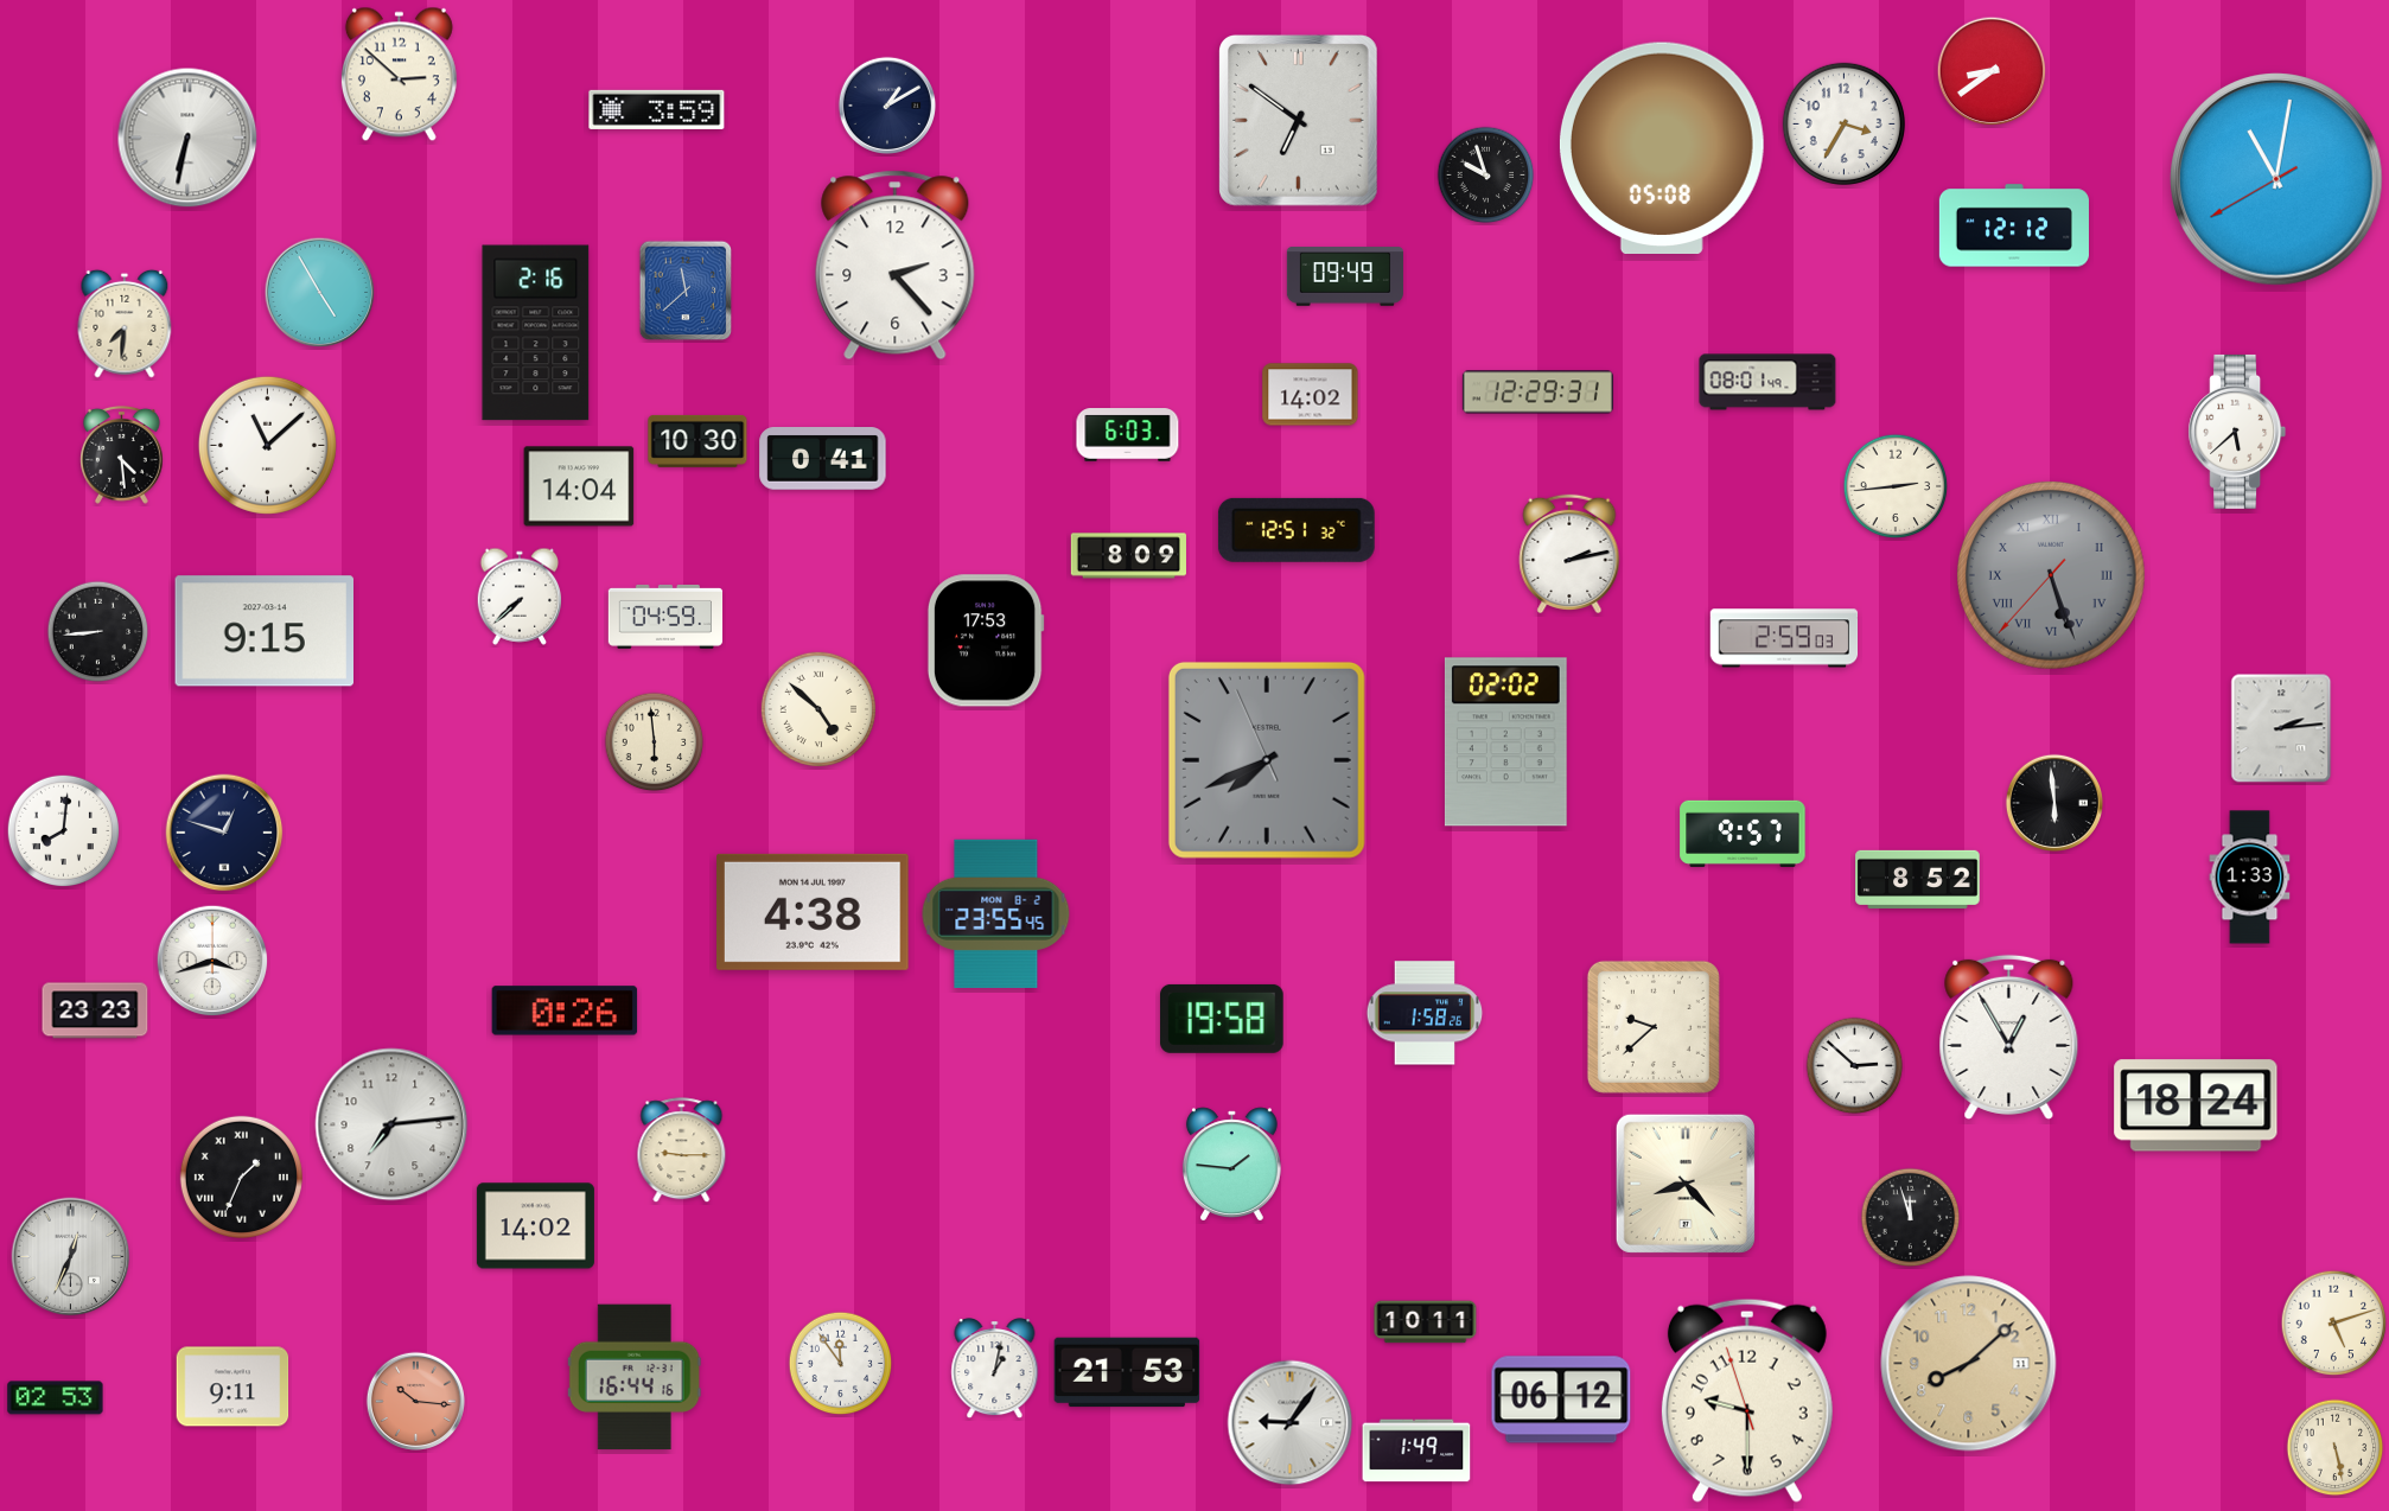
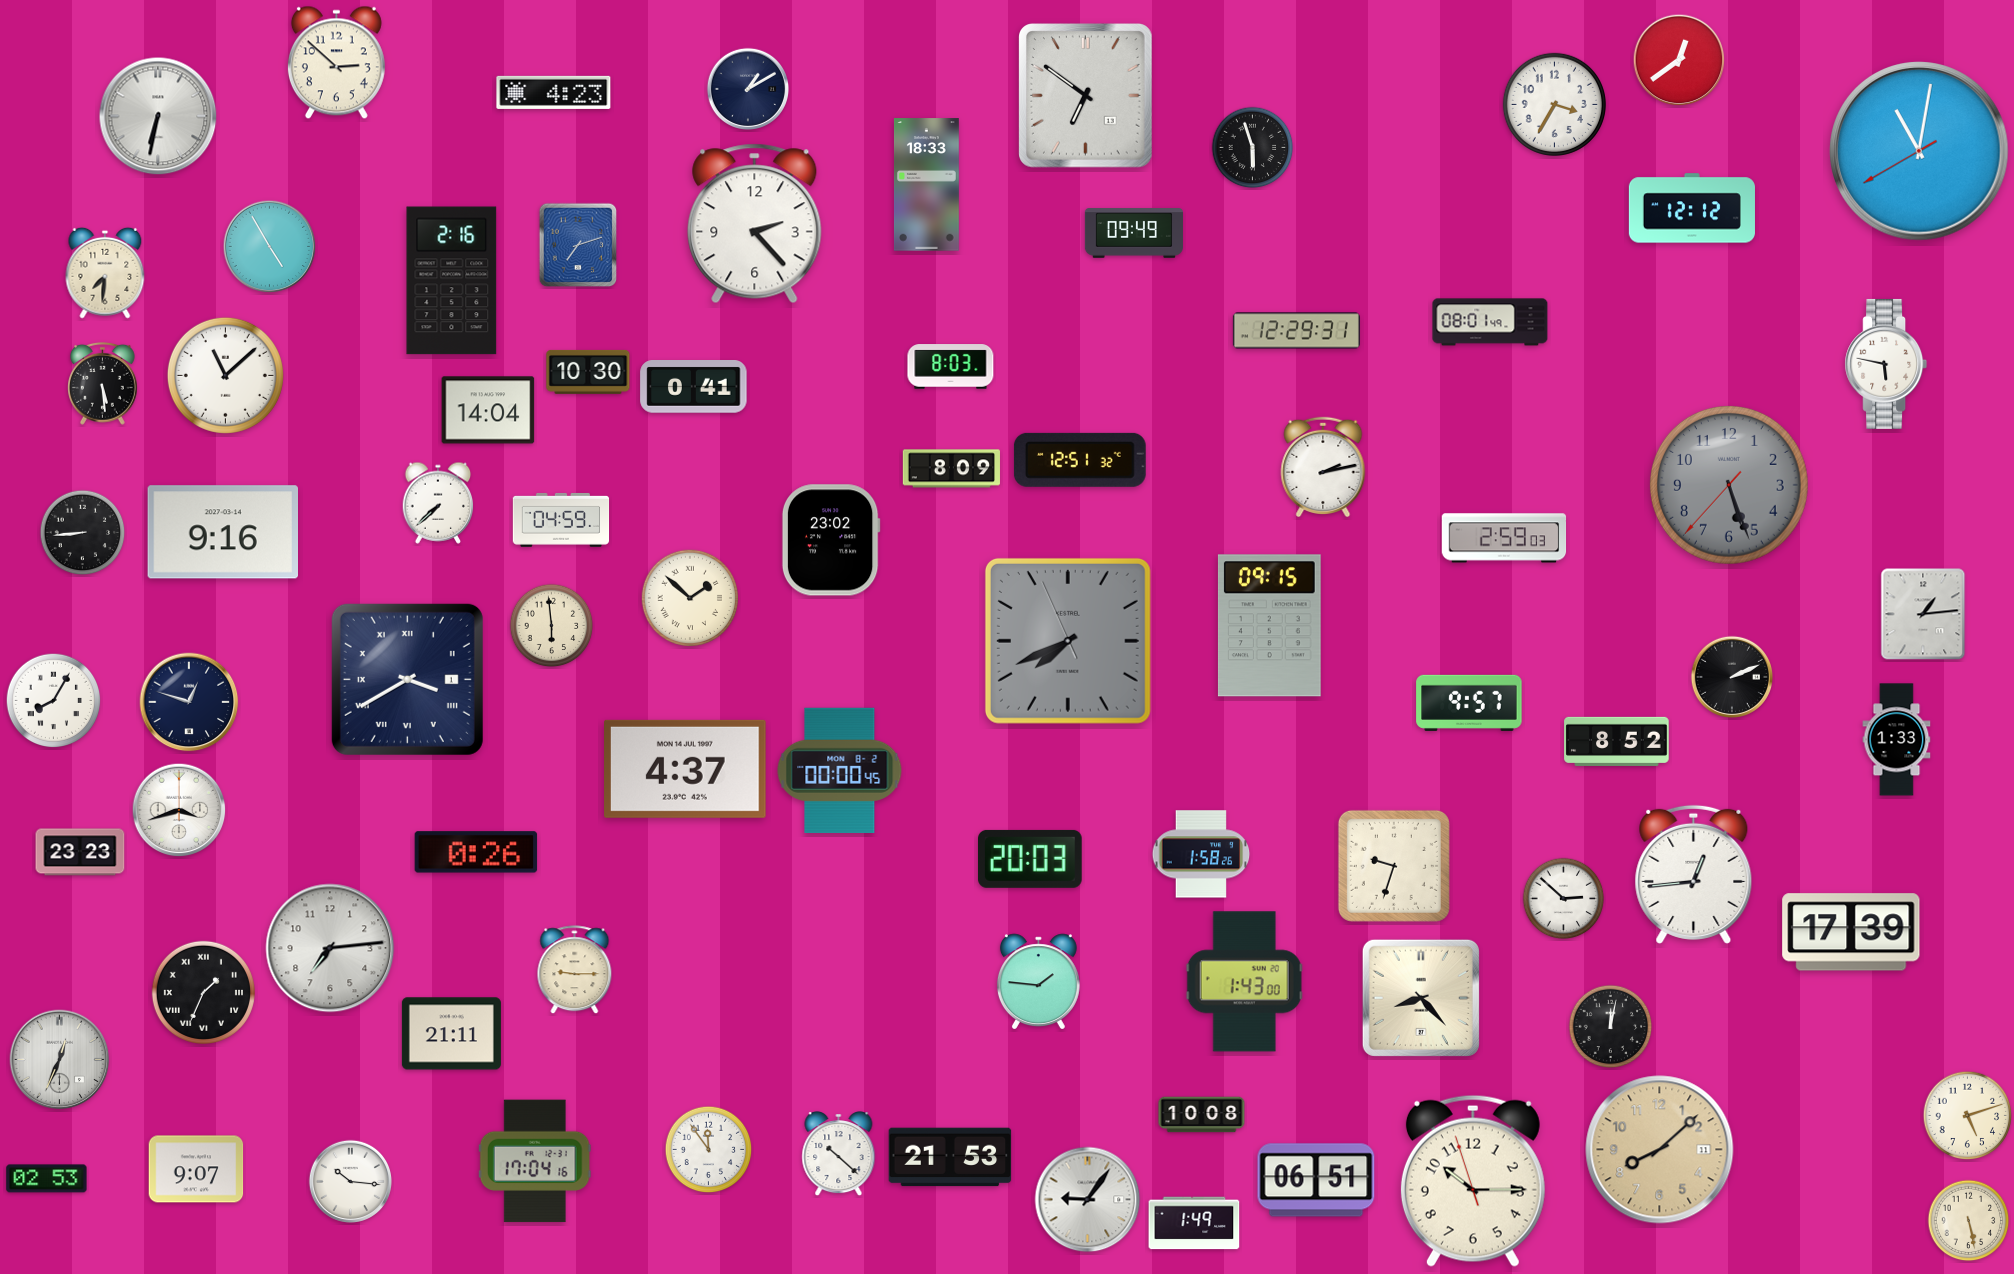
clock at (1992, 71): 8:39 -> 12:39
clock at (657, 109): 3:59 -> 4:23
clock at (1299, 121) position: (1299, 121) -> (1086, 96)
clock at (1662, 148): 05:08 -> none
clock at (1486, 176): 9:57 -> 5:57
clock at (927, 185): none -> 18:33
clock at (2014, 225) position: (2014, 225) -> (1692, 208)
clock at (686, 291): 11:38 -> 7:12
clock at (1311, 395): 14:02 -> none
clock at (2237, 432): 5:38 -> 5:47
clock at (1128, 435): 6:03 -> 8:03
clock at (122, 454): 4:29 -> 5:29
clock at (1896, 486): 2:44 -> none
clock at (1297, 530) position: (1297, 530) -> (1080, 460)
clock at (2051, 575) numerals: Roman -> Arabic
clock at (265, 631): 9:15 -> 9:16
clock at (986, 640): 17:53 -> 23:02
clock at (817, 708): 4:52 -> 1:52
clock at (2281, 728): 2:14 -> 1:14
clock at (1505, 742): 02:02 -> 09:15
clock at (2053, 802): 5:59 -> 2:11
clock at (407, 679): none -> 3:40
clock at (64, 831): 8:01 -> 8:05
clock at (814, 912): 4:38 -> 4:37
clock at (996, 913): 23:55 -> 00:00
clock at (1223, 1019): 19:58 -> 20:03
clock at (1654, 1027): 9:38 -> 9:33
clock at (2009, 1037): 12:55 -> 12:44
clock at (2196, 1105): 18:24 -> 17:39
clock at (1244, 982): none -> 1:43
clock at (1911, 1218): 11:57 -> 12:02
clock at (535, 1226): 14:02 -> 21:11
clock at (1426, 1322): 10:11 -> 10:08
clock at (995, 1369): 1:02 -> 10:22
clock at (635, 1377): 16:44 -> 17:04
clock at (232, 1386): 9:11 -> 9:07
clock at (1561, 1400): 06:12 -> 06:51
clock at (415, 1401) dial: salmon -> white
clock at (1747, 1401): 9:29 -> 10:14
